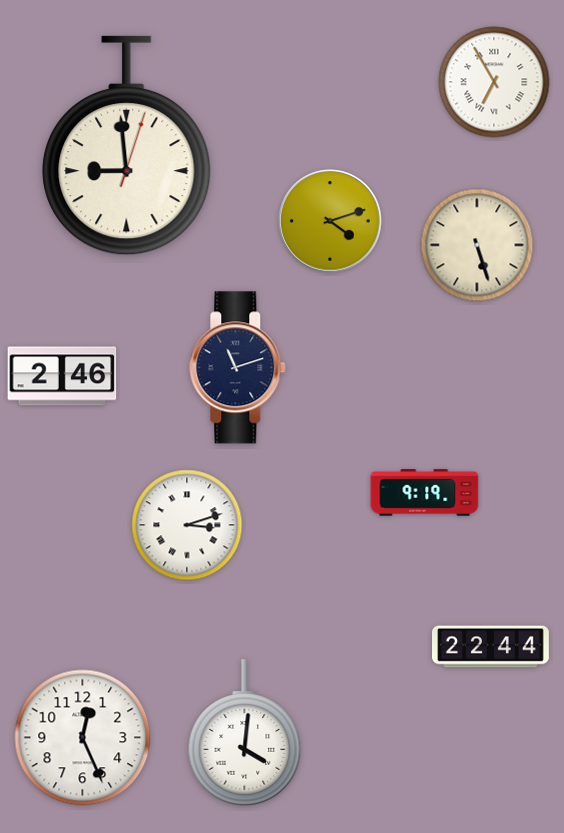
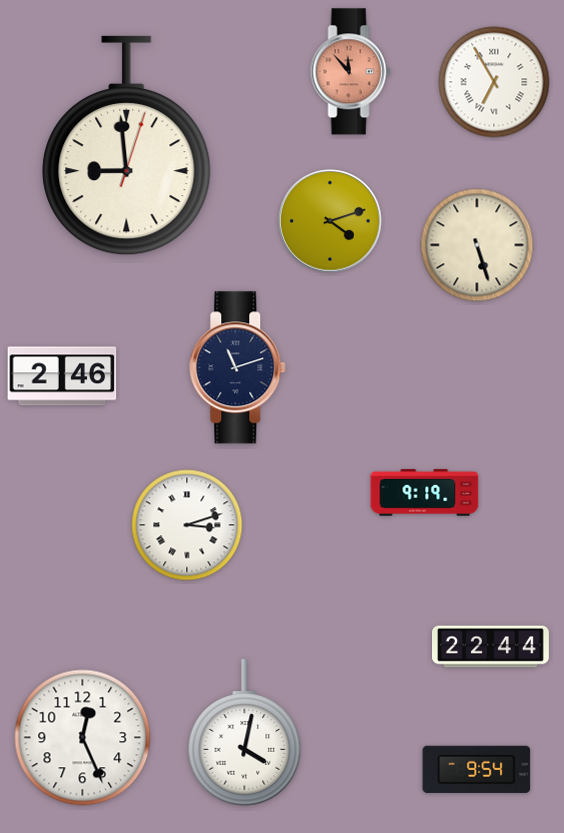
clock at (351, 72): none -> 11:53
clock at (245, 733): 4:01 -> 4:02
clock at (477, 769): none -> 9:54
